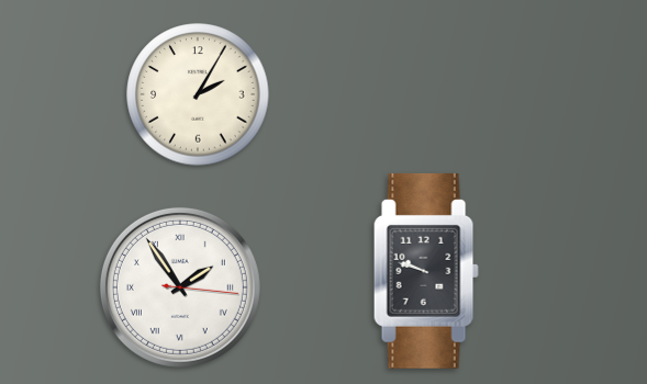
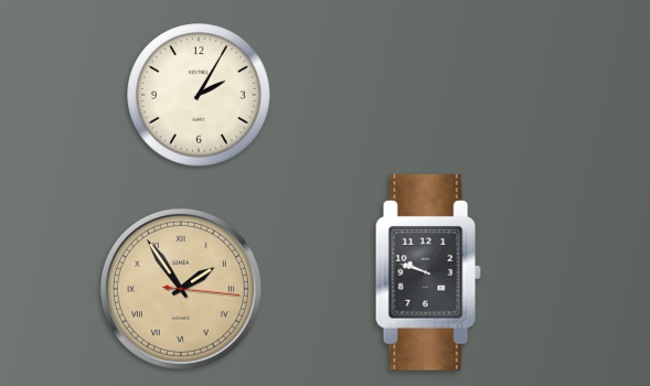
clock at (180, 287) dial: white -> champagne
